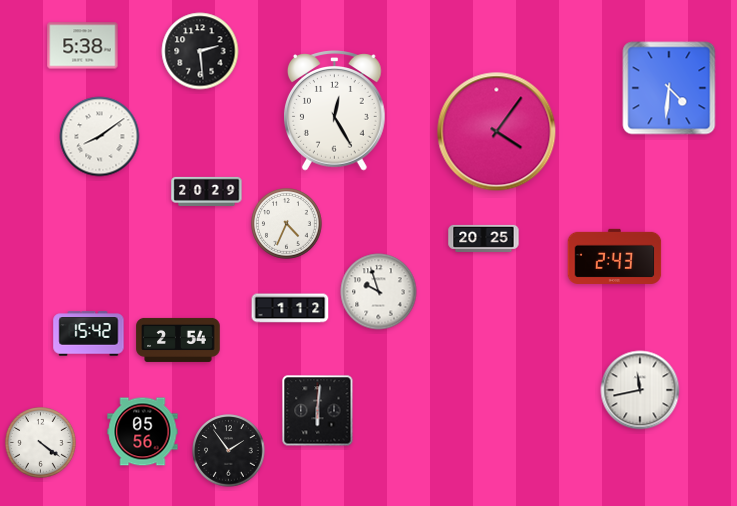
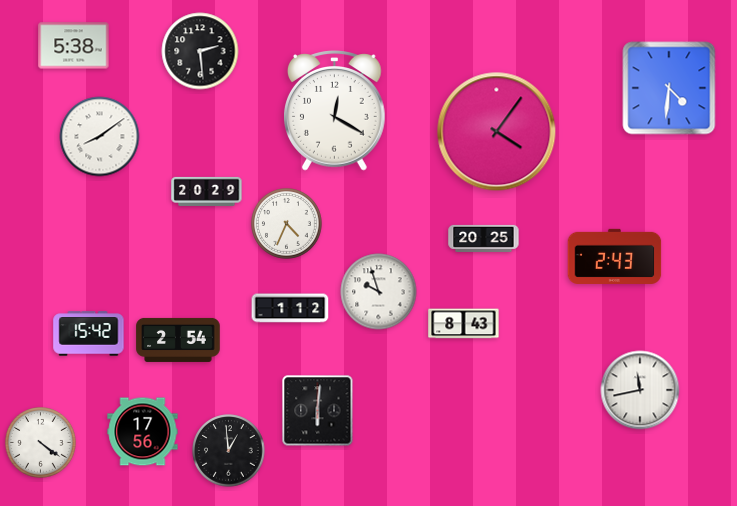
clock at (83, 46) position: (83, 46) -> (74, 46)
clock at (335, 111): 12:25 -> 12:20
clock at (464, 324): none -> 8:43
clock at (143, 432): 05:56 -> 17:56
clock at (229, 451): 1:54 -> 12:59
